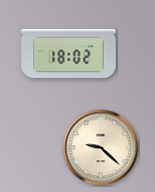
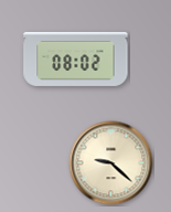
clock at (69, 53): 18:02 -> 08:02
